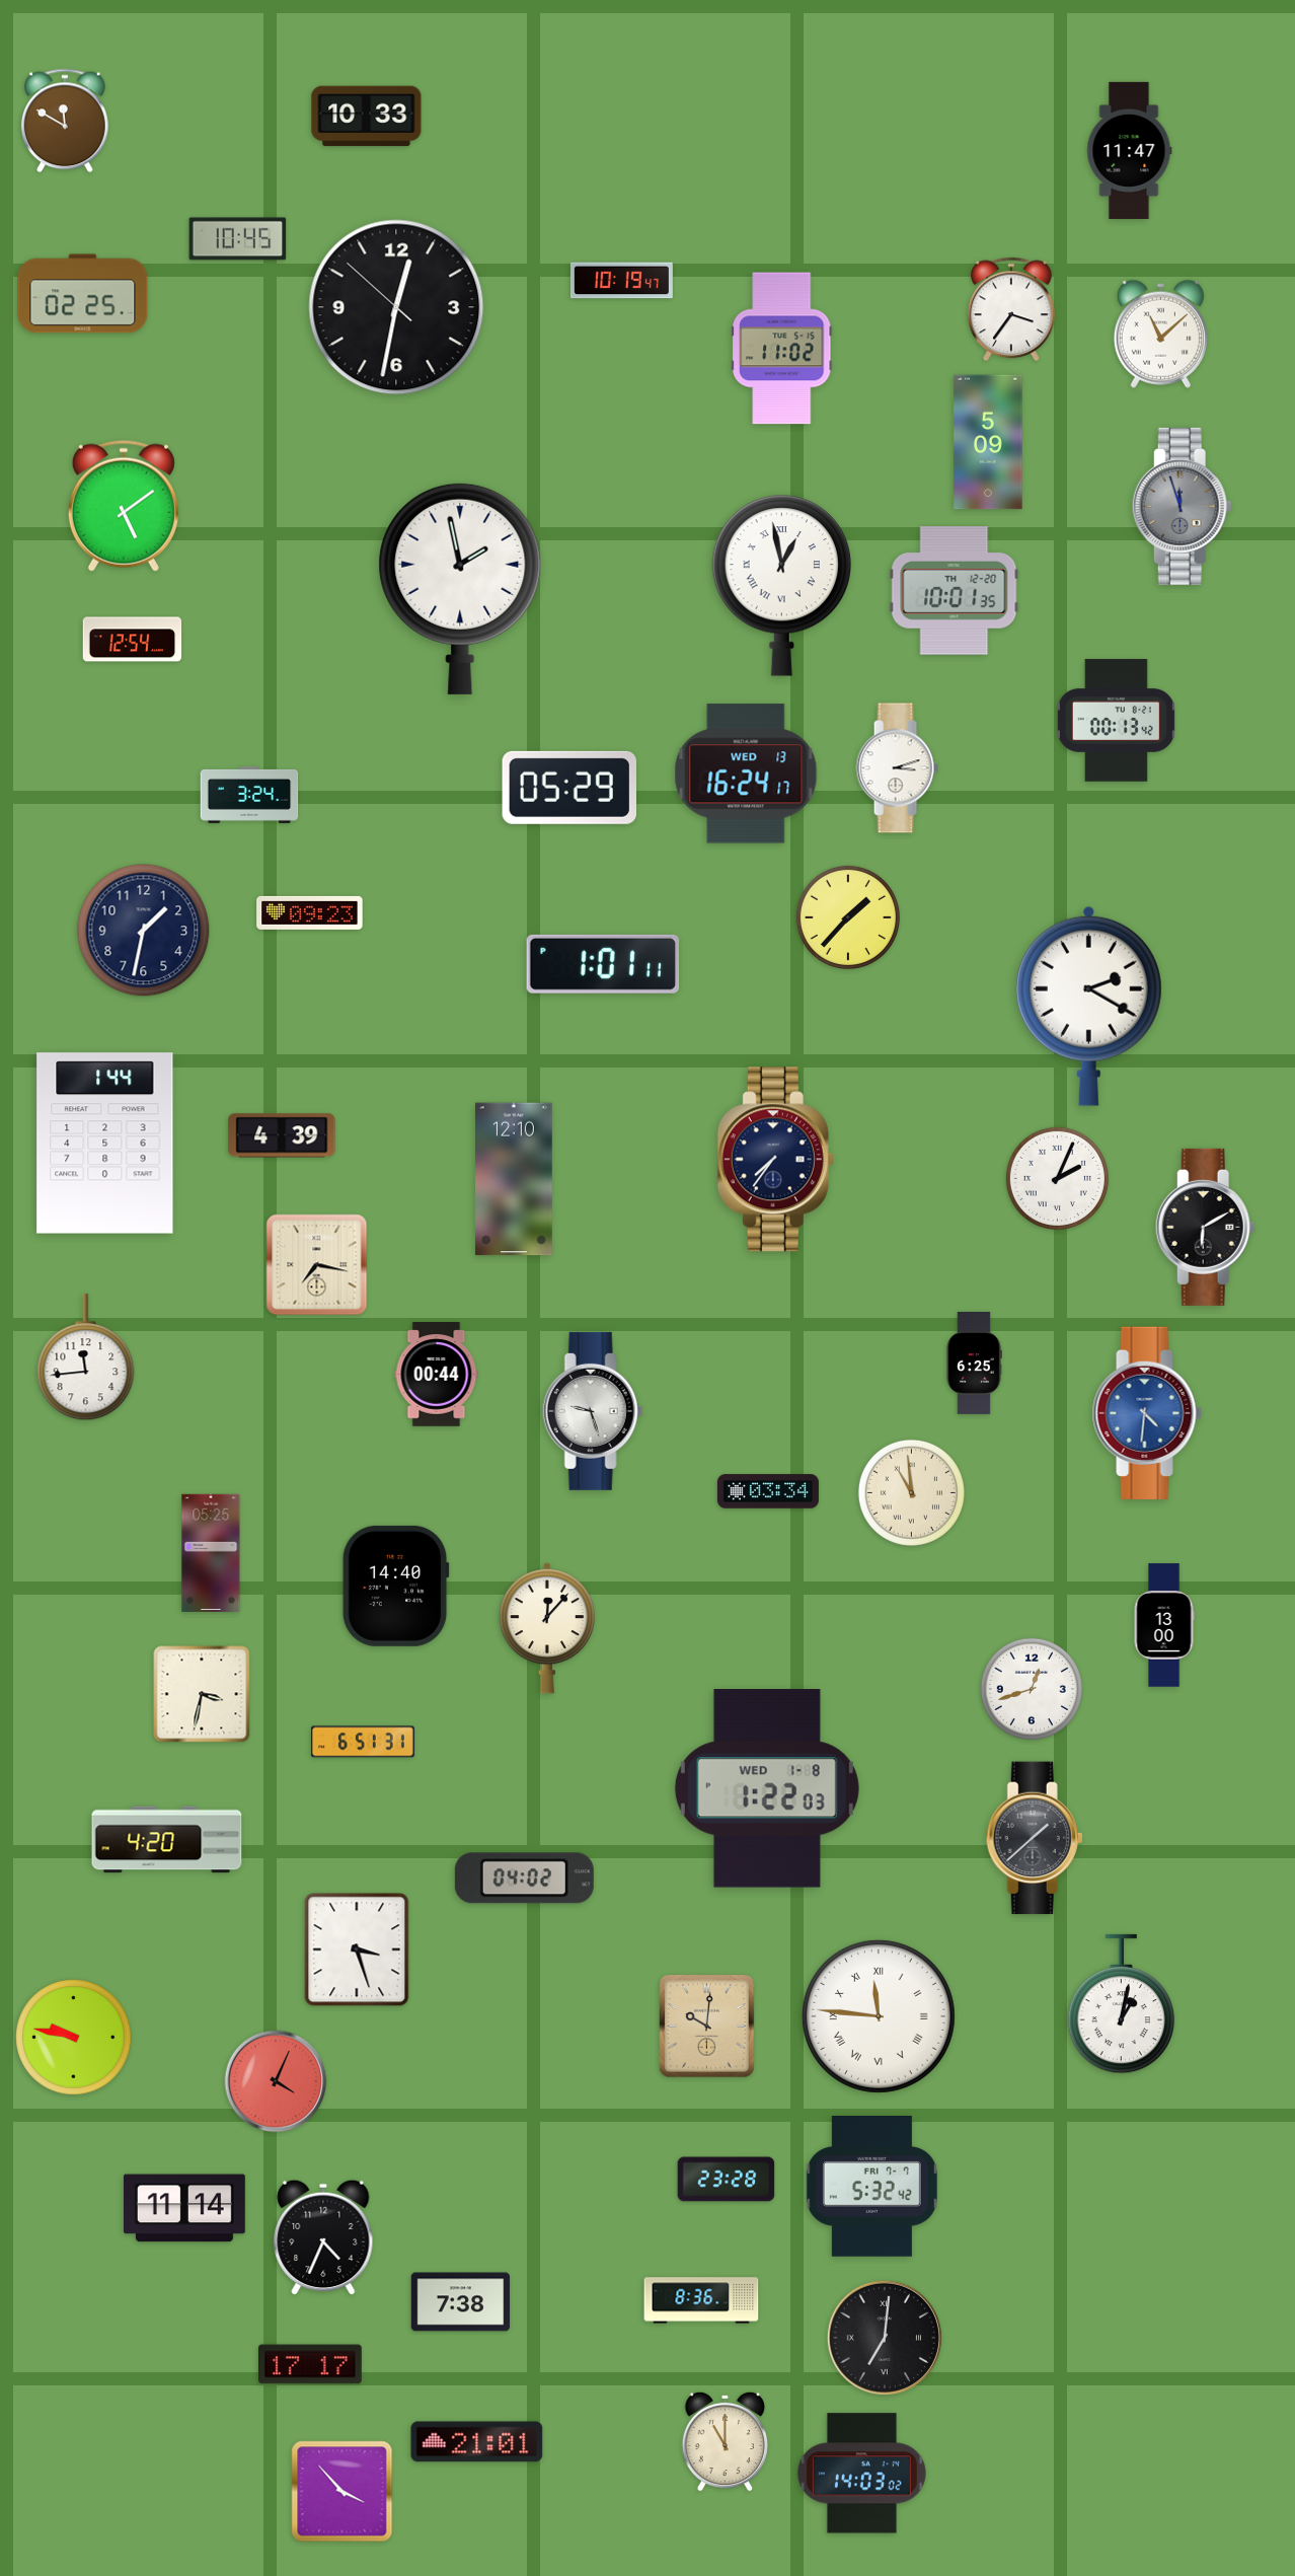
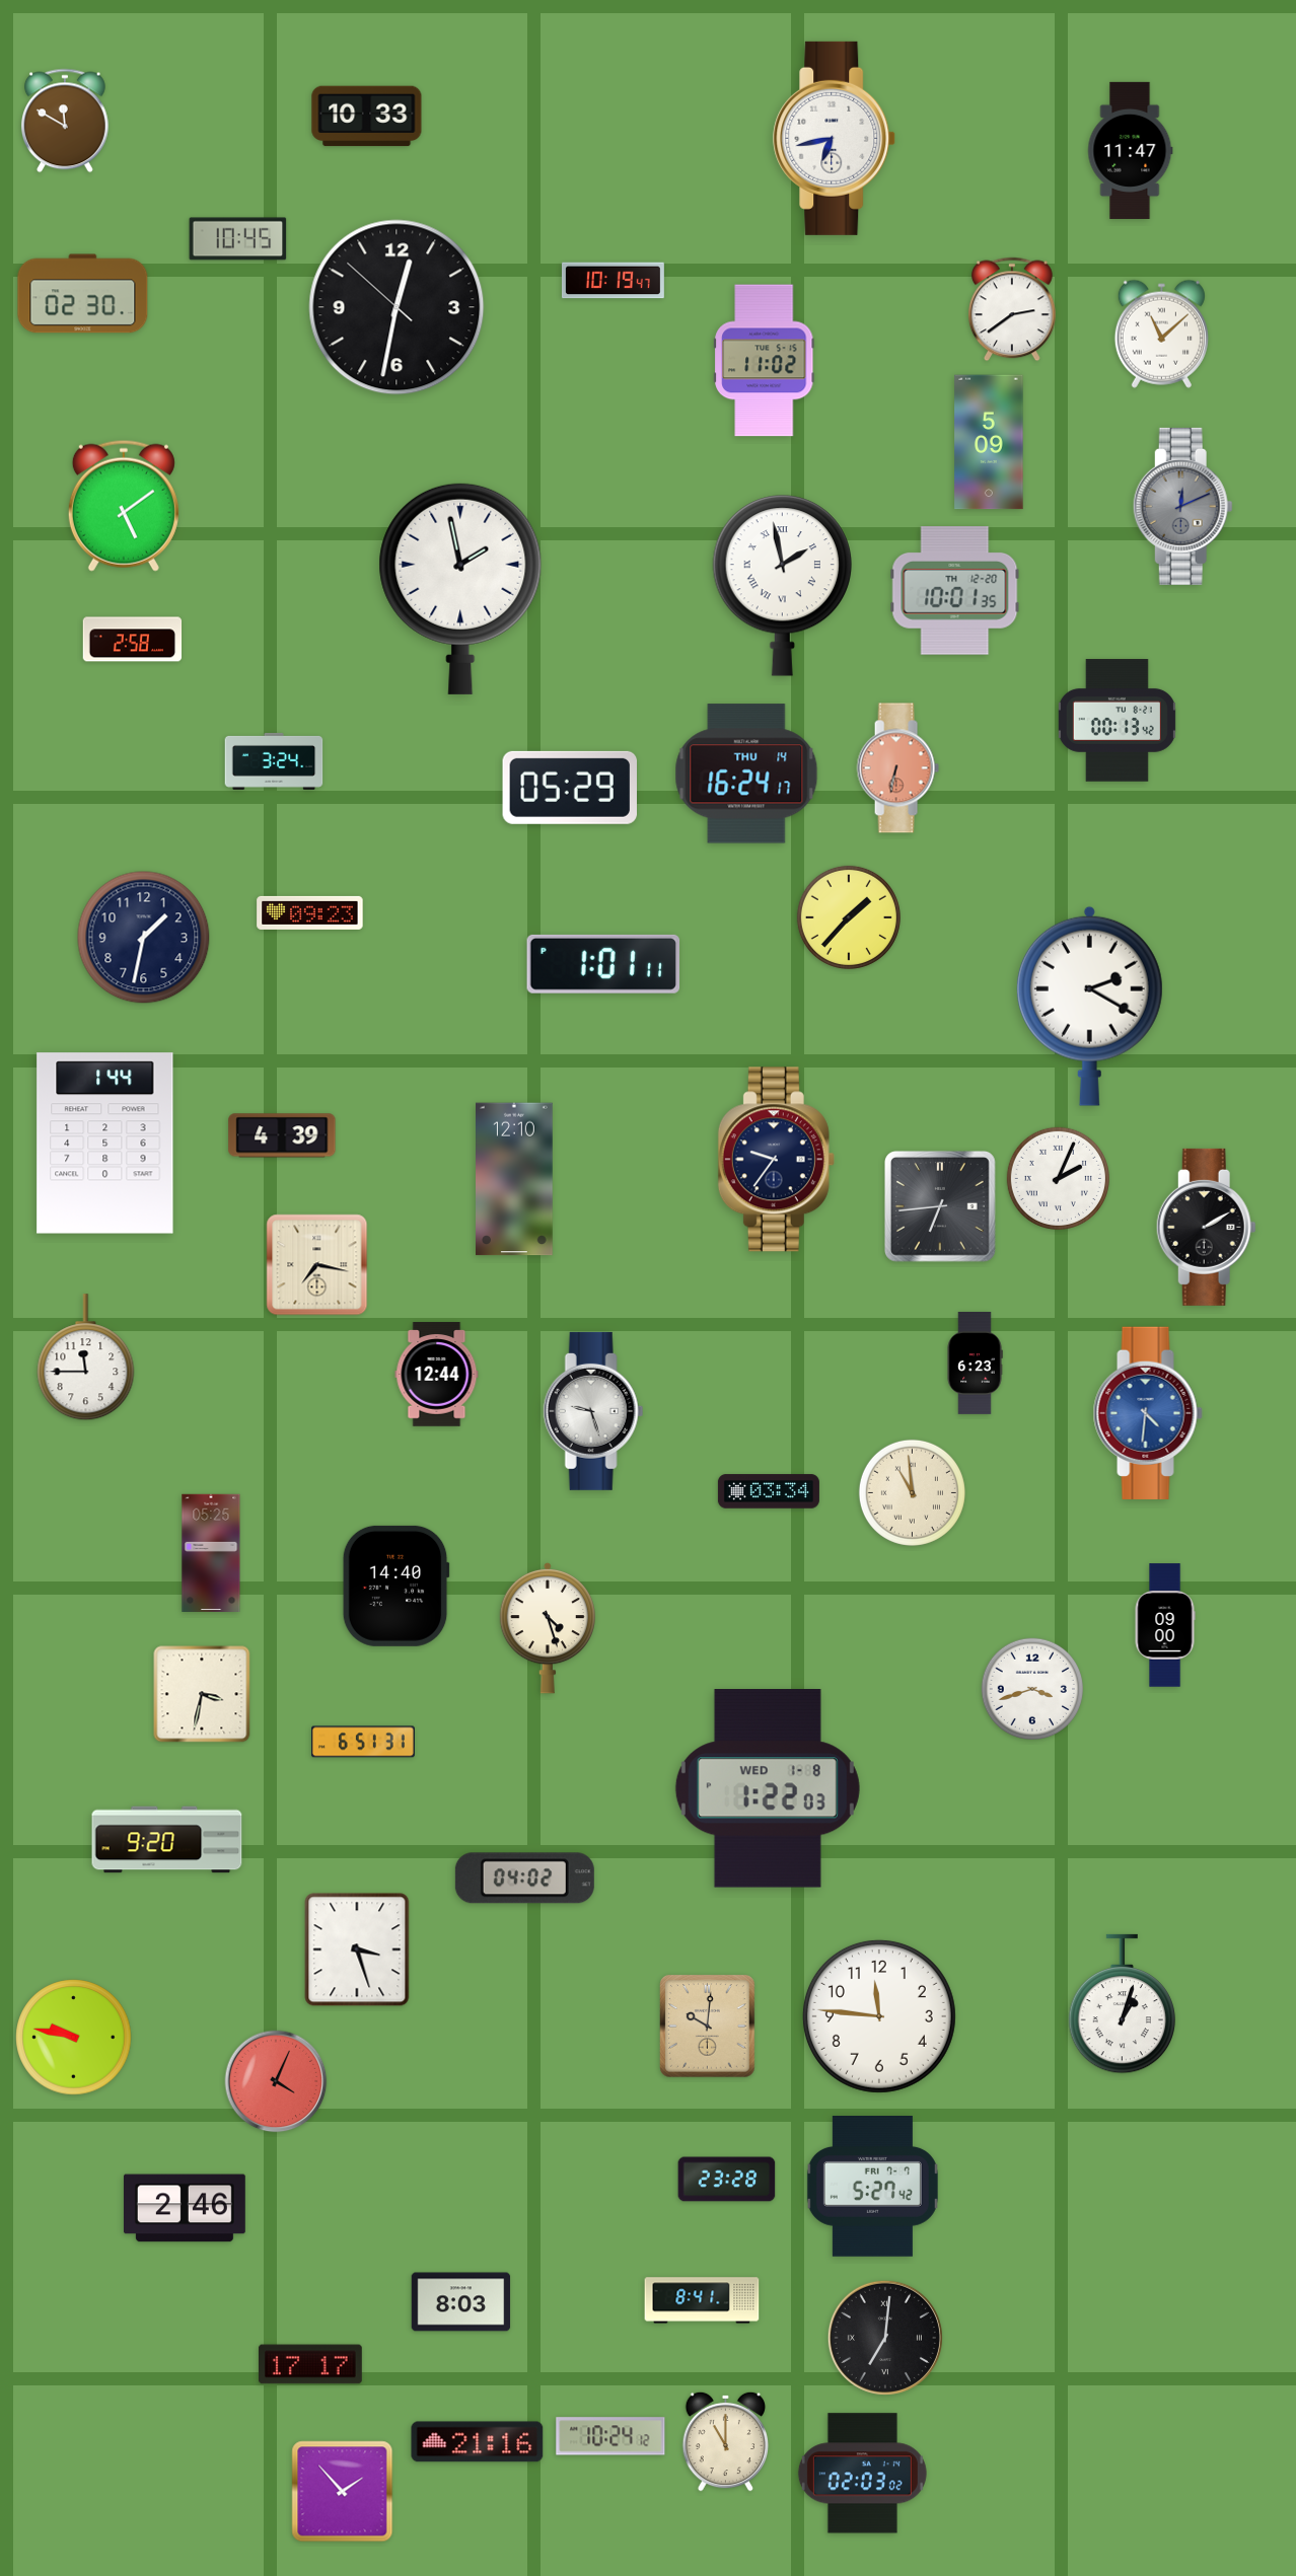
clock at (835, 138): none -> 6:43
clock at (621, 281) position: (621, 281) -> (613, 281)
clock at (83, 294): 02:25 -> 02:30
clock at (1012, 309): 3:36 -> 2:39
clock at (782, 349) position: (782, 349) -> (765, 361)
clock at (1182, 506): 11:57 -> 12:11
clock at (781, 586): 12:58 -> 1:58
clock at (133, 640): 12:54 -> 2:58
clock at (897, 768): 3:12 -> 6:32
clock at (897, 768) dial: white -> salmon
clock at (746, 774) date: WED 13 -> THU 14
clock at (249, 795) position: (249, 795) -> (274, 761)
clock at (144, 931) position: (144, 931) -> (144, 938)
clock at (775, 1160): 7:36 -> 9:36
clock at (941, 1207): none -> 6:44
clock at (1205, 1227): 6:10 -> 2:10
clock at (86, 1357): 11:44 -> 11:45
clock at (974, 1363): 6:25 -> 6:23
clock at (437, 1375): 00:44 -> 12:44
clock at (1164, 1625): 13:00 -> 09:00
clock at (546, 1628): 12:07 -> 4:27
clock at (1031, 1688): 12:42 -> 3:42
clock at (1035, 1838): 1:38 -> none
clock at (167, 1840): 4:20 -> 9:20
clock at (1122, 2004): 1:02 -> 1:03
clock at (879, 2016) numerals: Roman -> Arabic
clock at (871, 2187): 5:32 -> 5:27
clock at (184, 2208): 11:14 -> 2:46
clock at (323, 2237): 4:34 -> none
clock at (701, 2300): 8:36 -> 8:41
clock at (461, 2302): 7:38 -> 8:03
clock at (610, 2436): none -> 10:24
clock at (477, 2442): 21:01 -> 21:16
clock at (861, 2474): 14:03 -> 02:03
clock at (342, 2492): 3:53 -> 1:53
